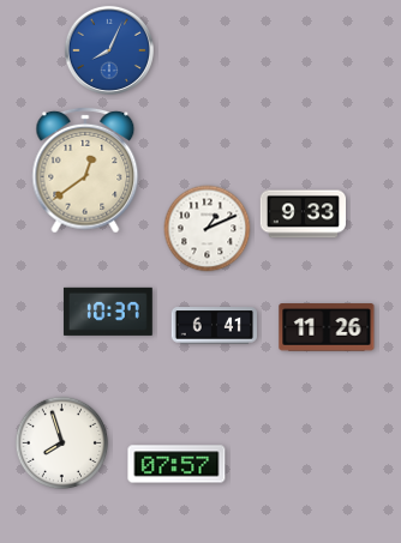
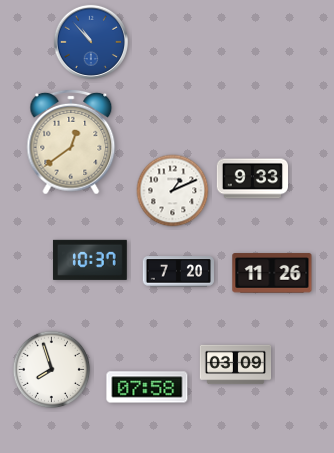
clock at (109, 50): 8:04 -> 10:53
clock at (214, 326): 6:41 -> 7:20
clock at (236, 365): none -> 03:09
clock at (176, 464): 07:57 -> 07:58
